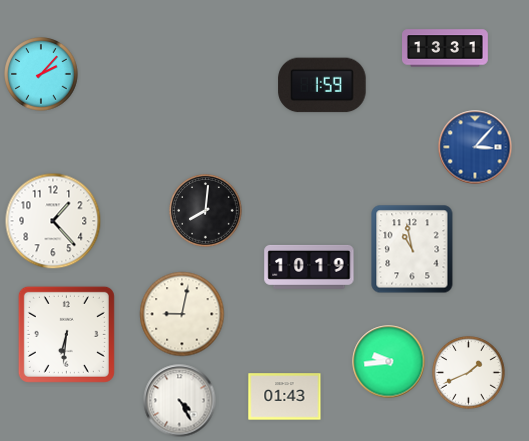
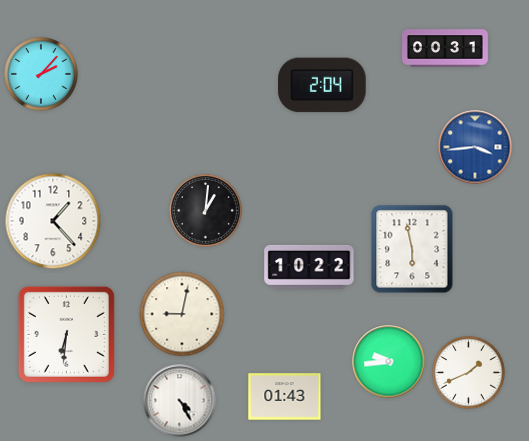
clock at (446, 48): 13:31 -> 00:31
clock at (322, 85): 1:59 -> 2:04
clock at (475, 147): 3:07 -> 3:44
clock at (206, 211): 8:01 -> 1:01
clock at (412, 249): 10:58 -> 5:58
clock at (309, 267): 10:19 -> 10:22
